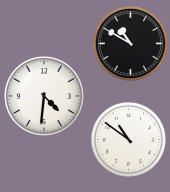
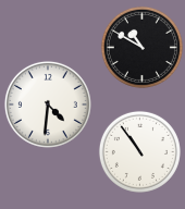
clock at (128, 139): 10:51 -> 10:54
